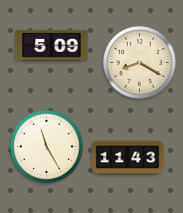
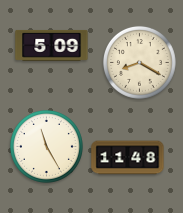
clock at (128, 158): 11:43 -> 11:48
